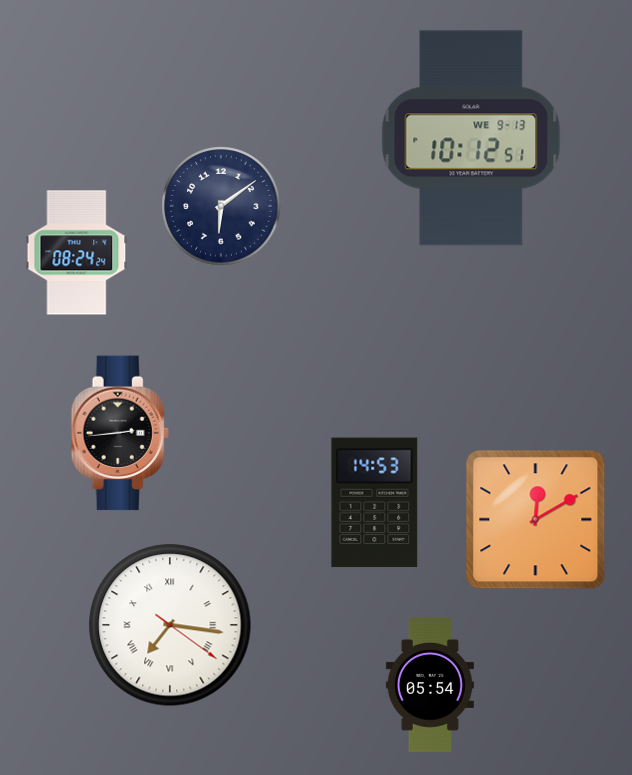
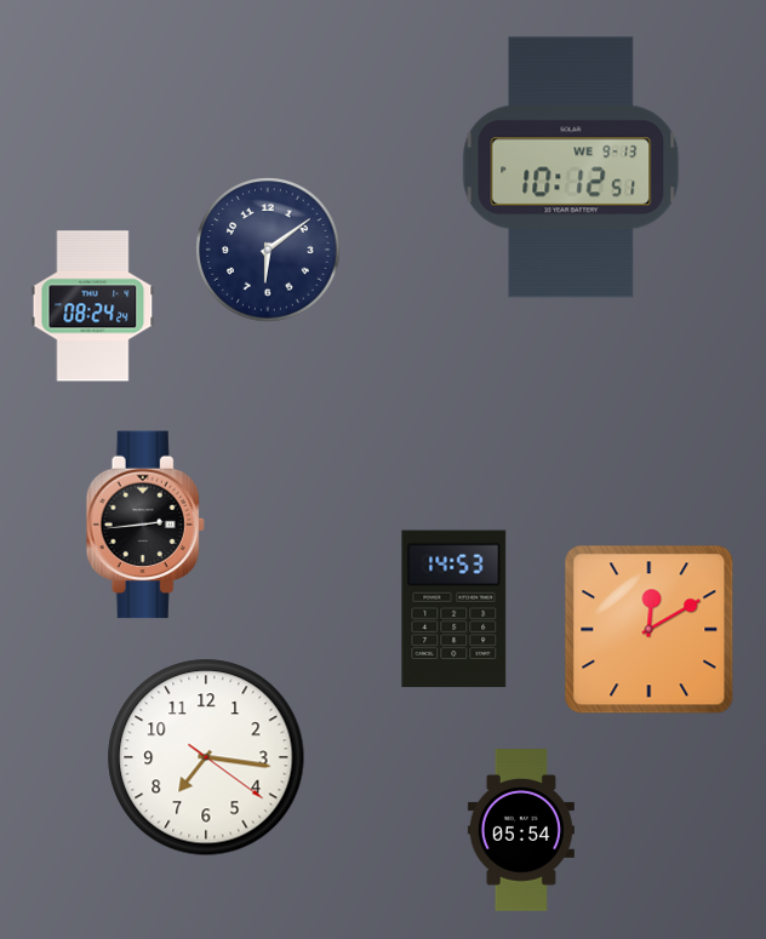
clock at (170, 625) numerals: Roman -> Arabic
